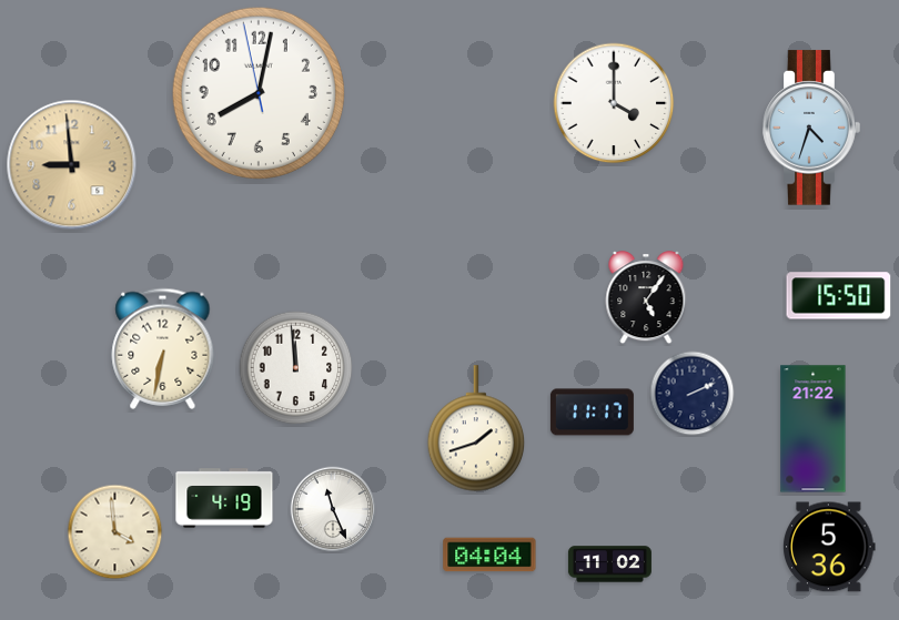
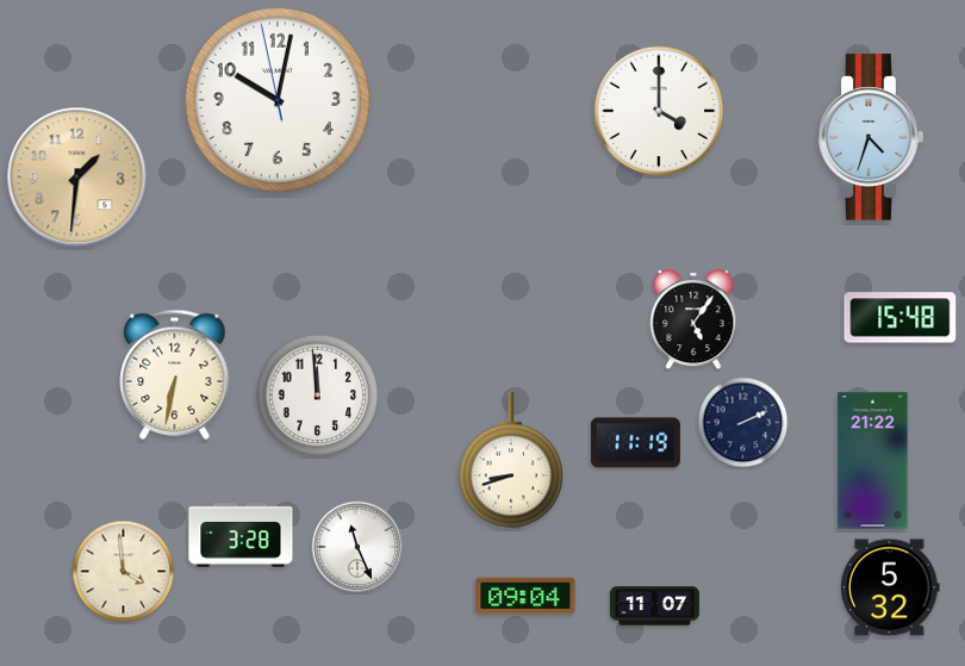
clock at (259, 93): 8:01 -> 10:01
clock at (72, 165): 8:59 -> 1:31
clock at (839, 296): 15:50 -> 15:48
clock at (592, 413): 11:17 -> 11:19
clock at (476, 428): 1:42 -> 8:42
clock at (224, 498): 4:19 -> 3:28
clock at (829, 547): 5:36 -> 5:32
clock at (489, 555): 04:04 -> 09:04
clock at (609, 565): 11:02 -> 11:07
